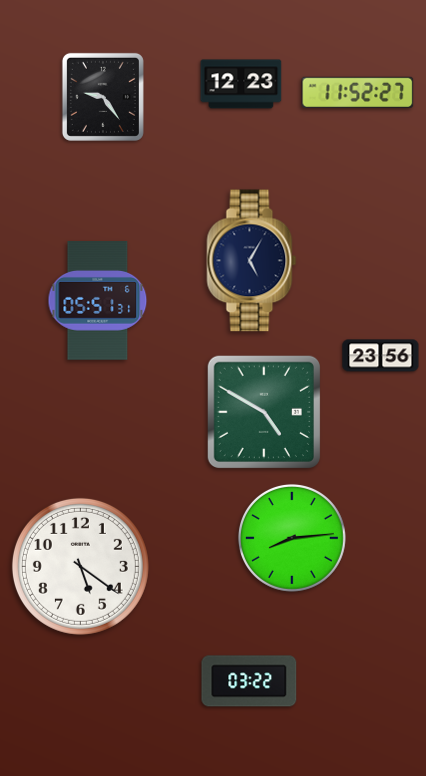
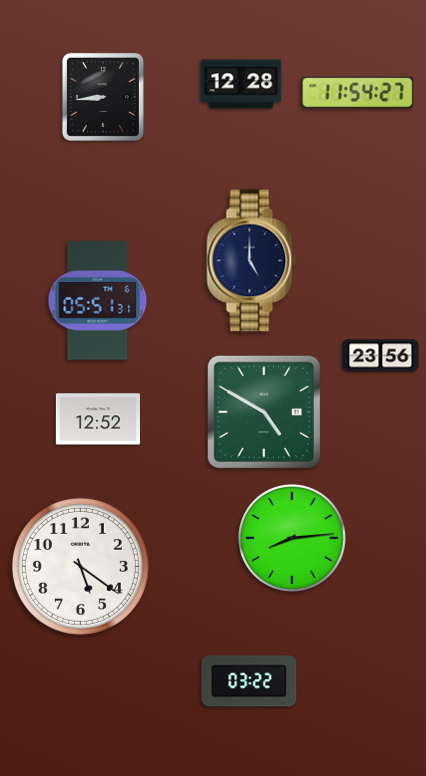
clock at (241, 84): 12:23 -> 12:28
clock at (358, 92): 11:52 -> 11:54
clock at (103, 97): 9:24 -> 8:44
clock at (252, 261): 5:05 -> 5:00
clock at (98, 419): none -> 12:52
